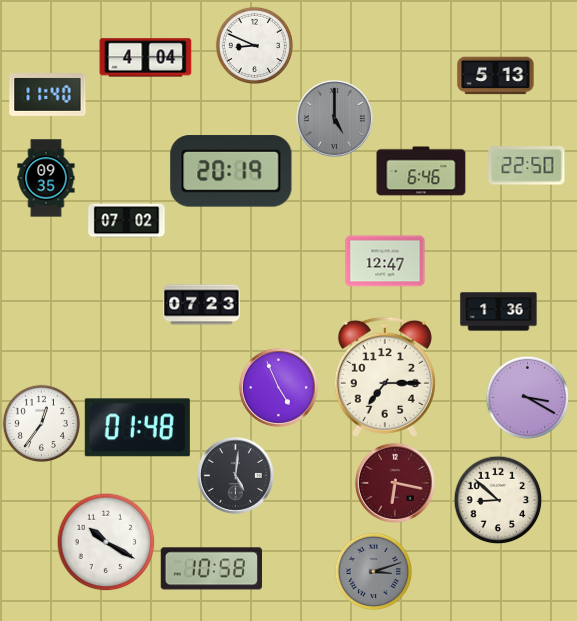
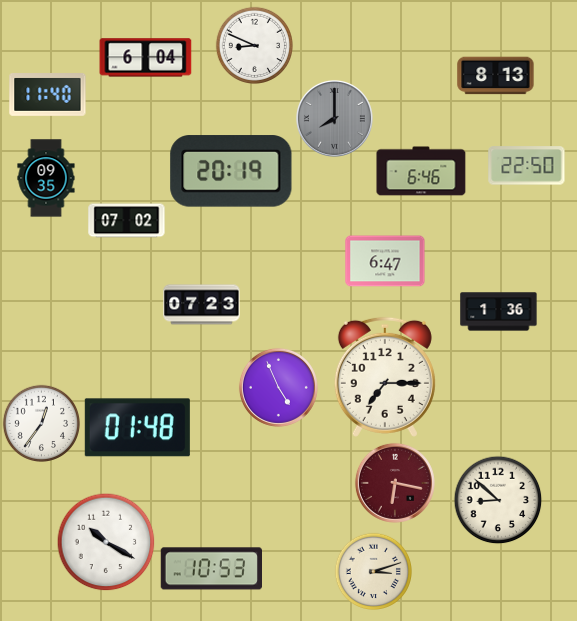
clock at (146, 58): 4:04 -> 6:04
clock at (496, 76): 5:13 -> 8:13
clock at (334, 118): 5:00 -> 8:00
clock at (385, 261): 12:47 -> 6:47
clock at (527, 397): 3:20 -> none
clock at (235, 475): 5:01 -> none
clock at (211, 569): 10:58 -> 10:53
clock at (373, 571) dial: grey -> cream
